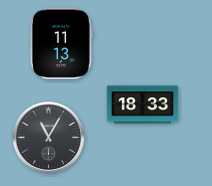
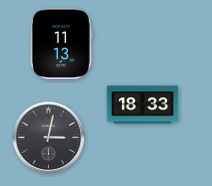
clock at (49, 138): 11:05 -> 3:02
